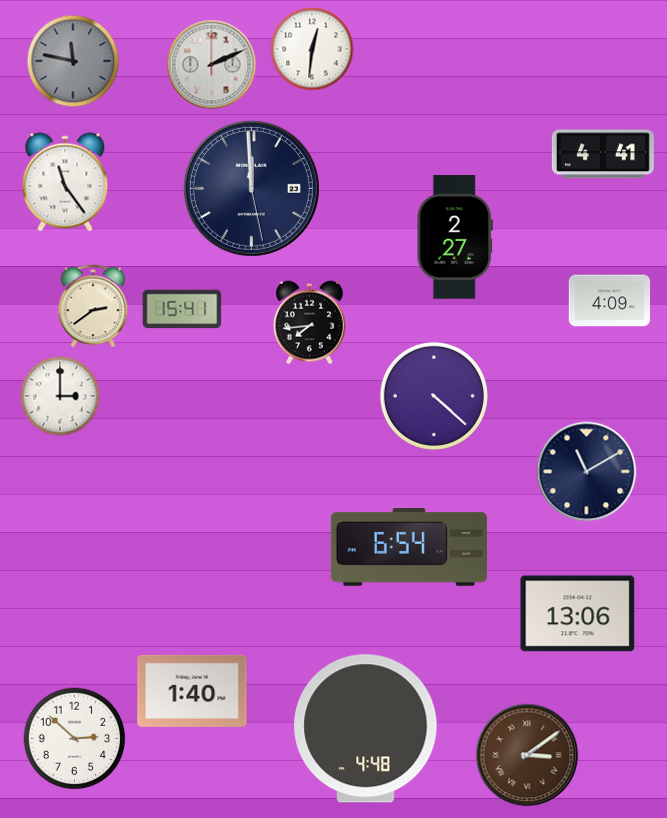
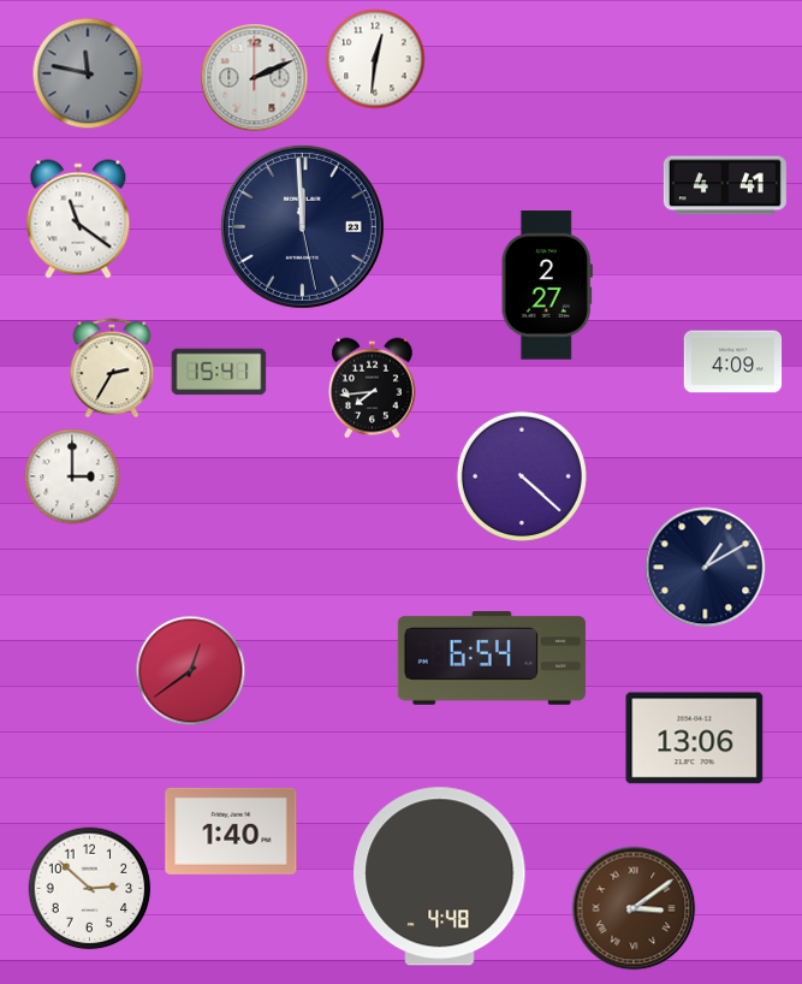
clock at (65, 182): 11:24 -> 11:21
clock at (93, 306): 2:39 -> 2:35
clock at (587, 472): 11:10 -> 1:10
clock at (191, 671): none -> 12:39
